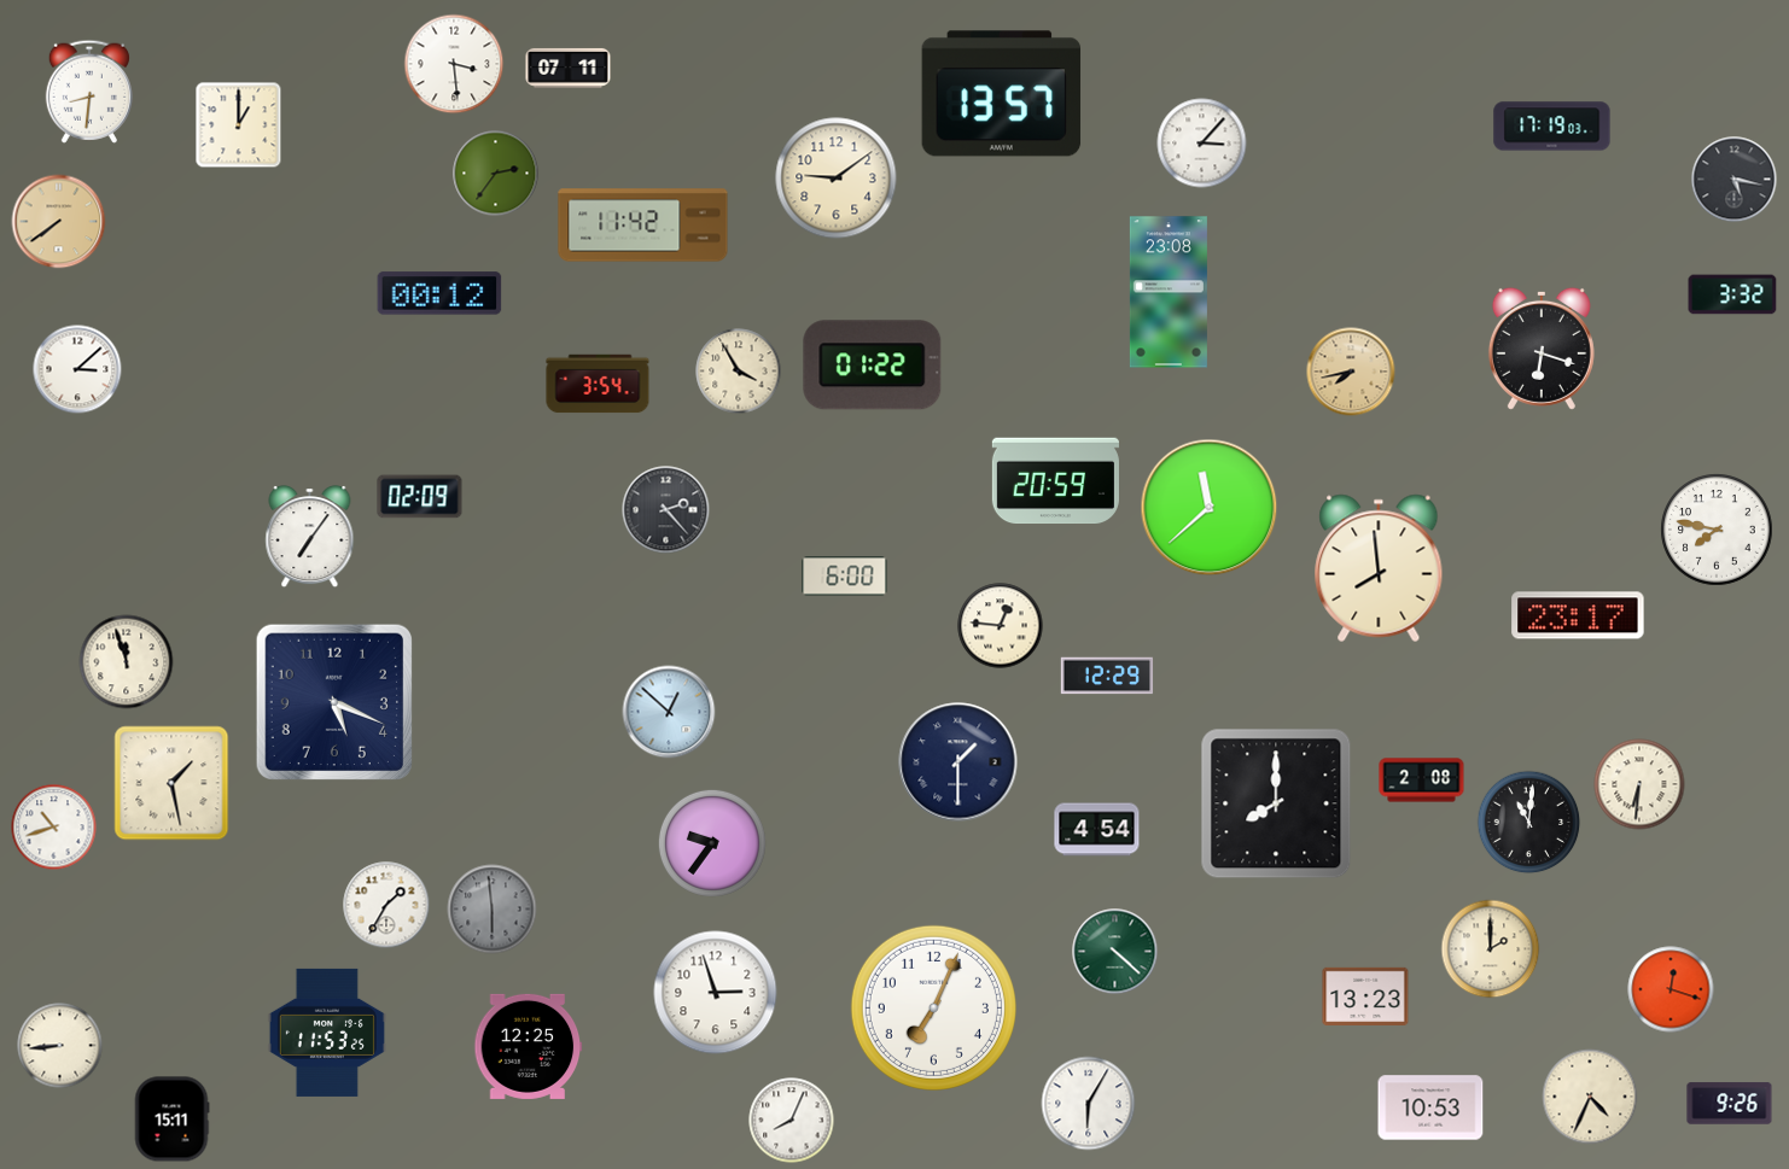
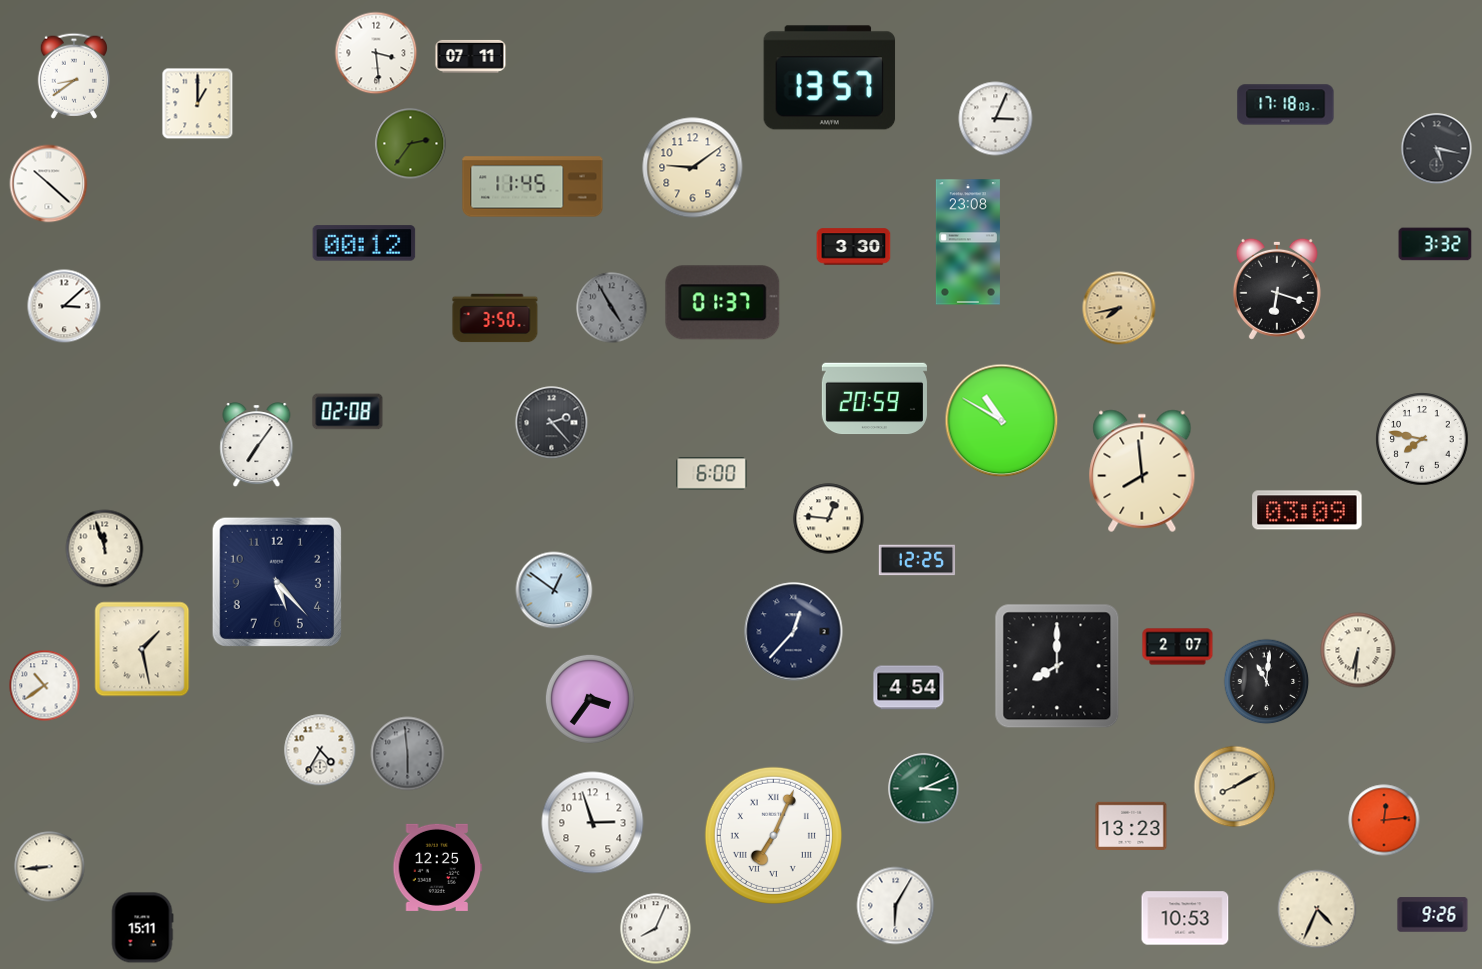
clock at (89, 92): 8:31 -> 8:39
clock at (1552, 127): 17:19 -> 17:18
clock at (1202, 144): 3:07 -> 3:04
clock at (837, 179) position: (837, 179) -> (693, 168)
clock at (59, 222): 7:39 -> 10:22
clock at (59, 222) dial: champagne -> white
clock at (643, 226): 11:42 -> 11:45
clock at (854, 247): none -> 3:30
clock at (873, 366): 01:22 -> 01:37
clock at (739, 372): 3:55 -> 4:55
clock at (739, 372) dial: cream -> grey
clock at (598, 384): 3:54 -> 3:50
clock at (420, 497): 02:09 -> 02:08
clock at (1210, 508): 11:38 -> 10:50
clock at (845, 577) position: (845, 577) -> (712, 474)
clock at (1578, 615): 23:17 -> 03:09
clock at (1107, 676): 12:29 -> 12:25
clock at (333, 701): 5:19 -> 5:23
clock at (669, 712): 12:52 -> 12:51
clock at (958, 762): 1:30 -> 12:37
clock at (1422, 781): 2:08 -> 2:07
clock at (54, 828): 10:42 -> 10:39
clock at (712, 843): 9:36 -> 3:36
clock at (386, 905): 1:35 -> 4:35
clock at (1491, 949): 2:00 -> 8:10
clock at (1115, 952): 4:22 -> 3:11
clock at (1671, 989): 12:18 -> 12:14
clock at (933, 1007) numerals: Arabic -> Roman
clock at (327, 1033): 11:53 -> none
clock at (1089, 1104) position: (1089, 1104) -> (896, 906)
